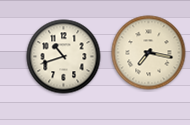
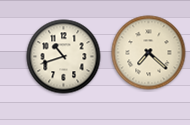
clock at (149, 53): 7:17 -> 7:22
